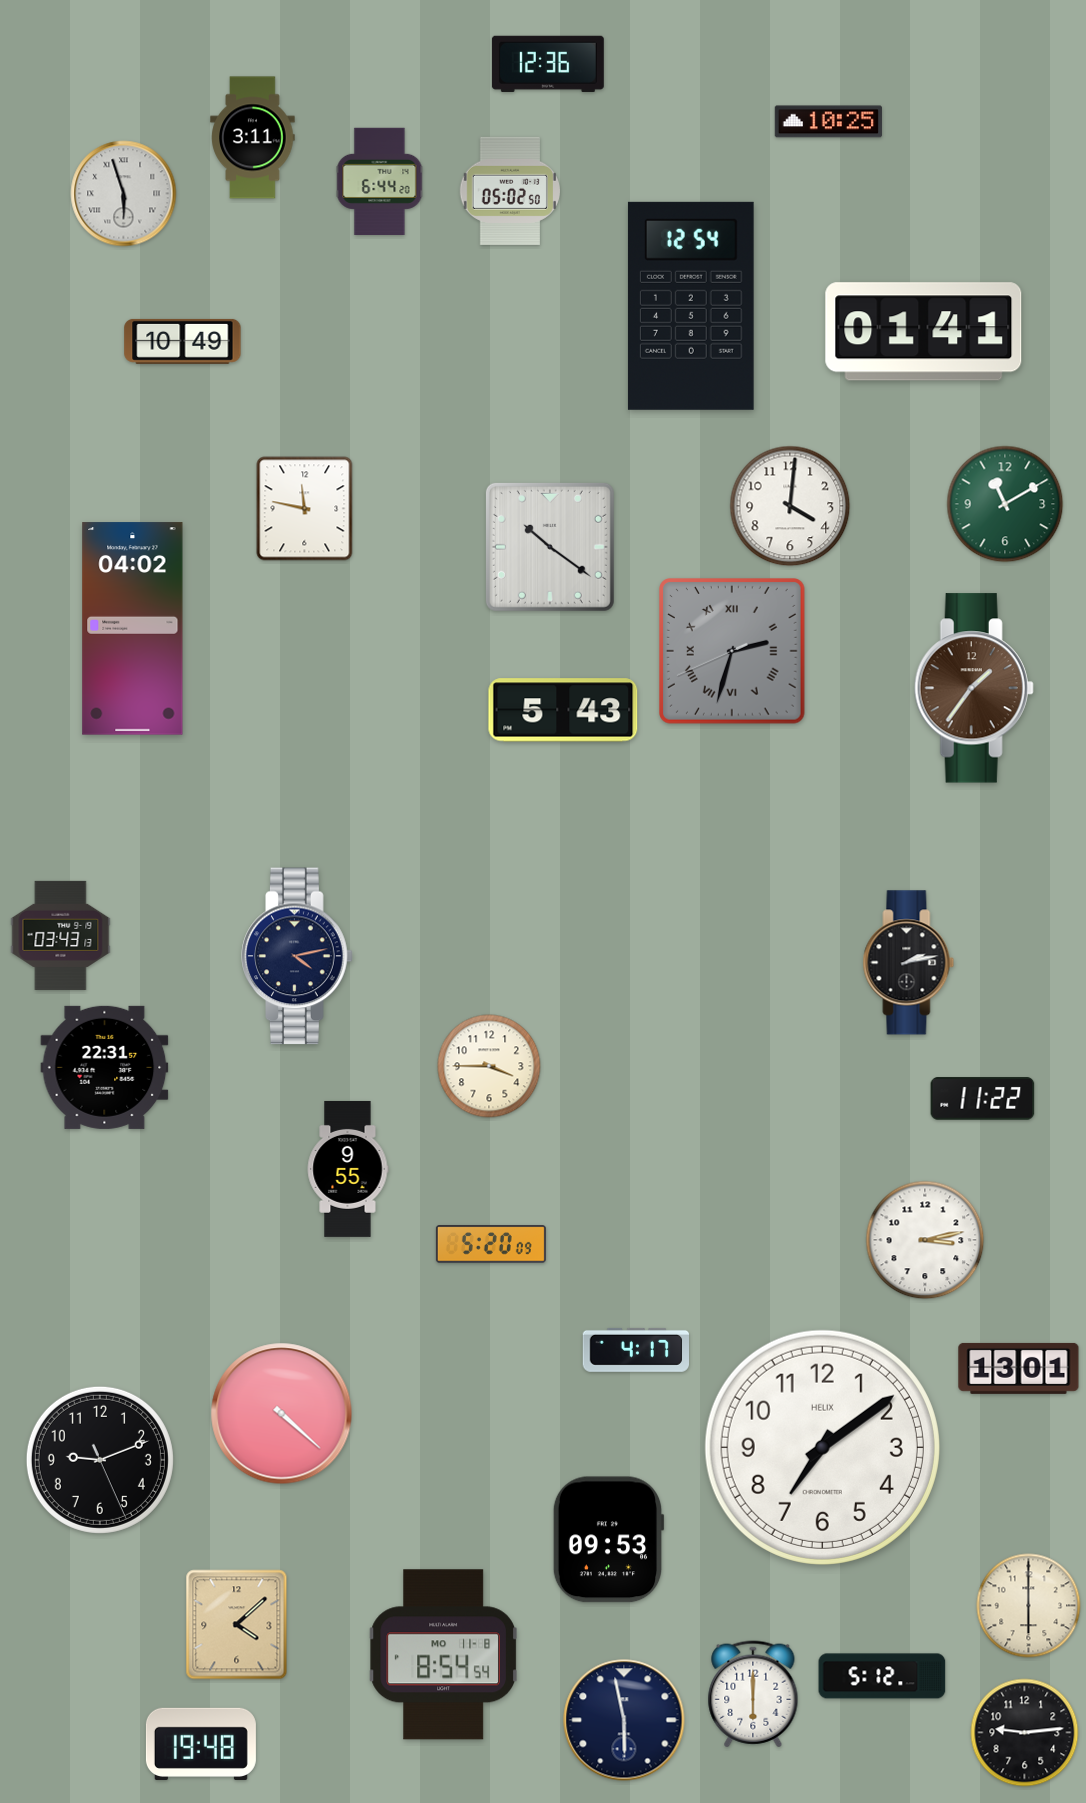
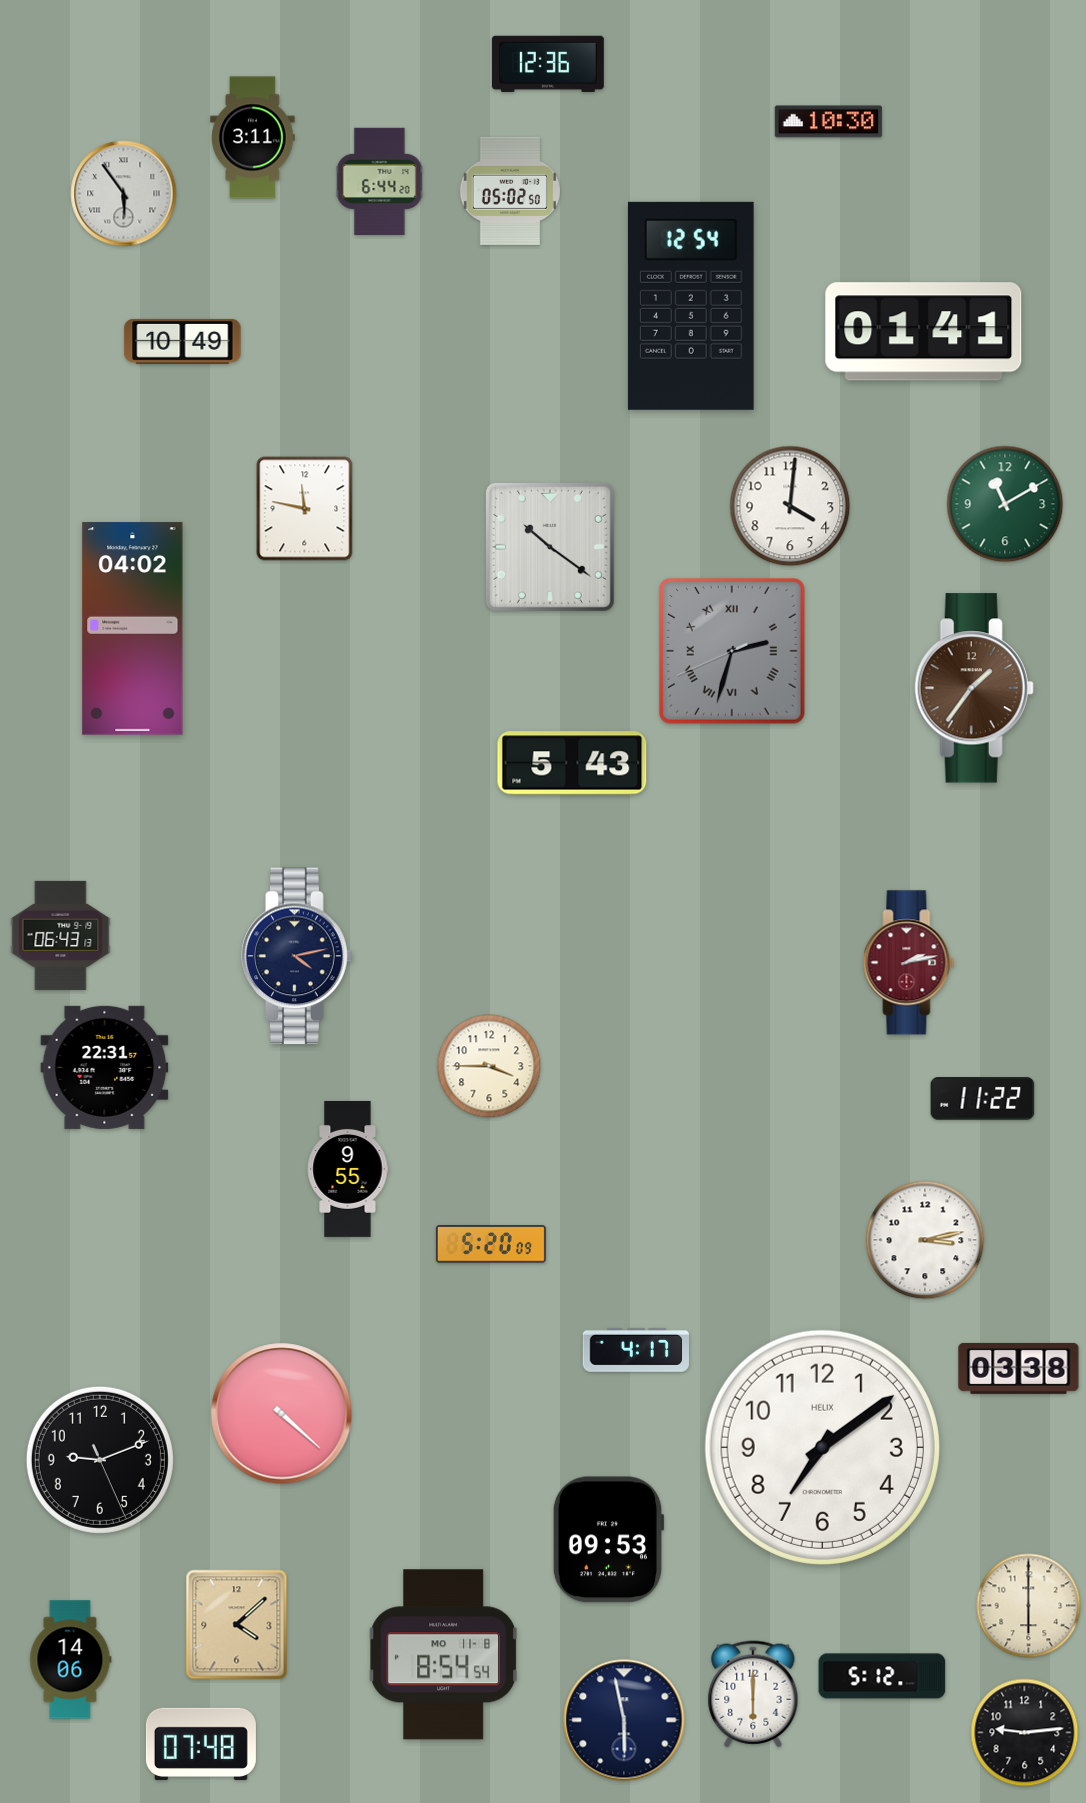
clock at (828, 122): 10:25 -> 10:30
clock at (124, 194): 5:57 -> 5:54
clock at (563, 710) position: (563, 710) -> (572, 763)
clock at (61, 935): 03:43 -> 06:43
clock at (909, 963) dial: black -> burgundy
clock at (1019, 1368): 13:01 -> 03:38
clock at (71, 1660): none -> 14:06
clock at (201, 1744): 19:48 -> 07:48
